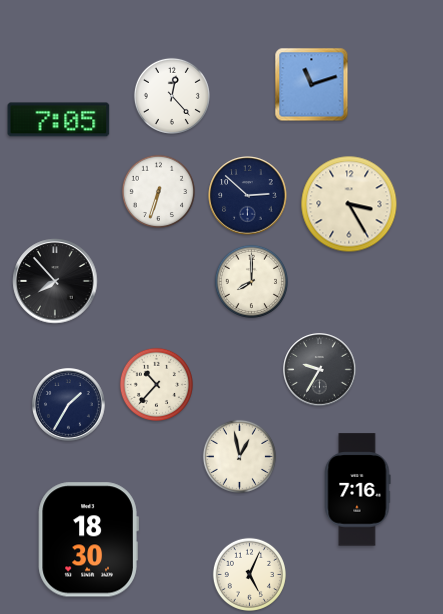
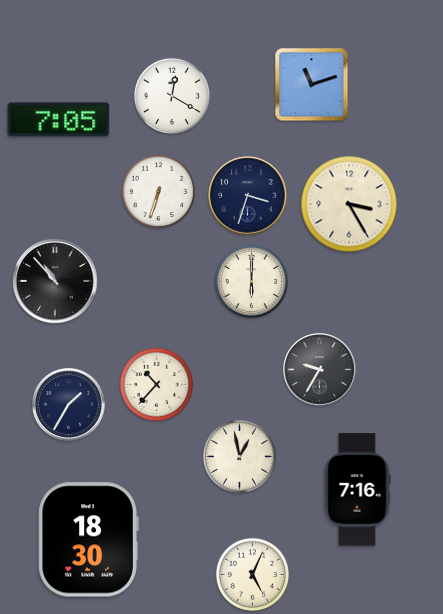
clock at (172, 96): 12:23 -> 12:20
clock at (248, 196): 2:52 -> 3:33
clock at (55, 281): 7:53 -> 10:53
clock at (251, 281): 8:00 -> 6:00
clock at (249, 574) position: (249, 574) -> (252, 574)
